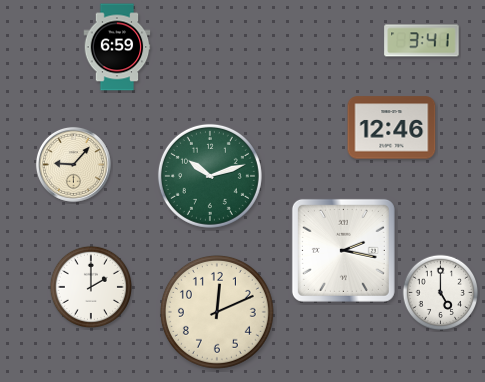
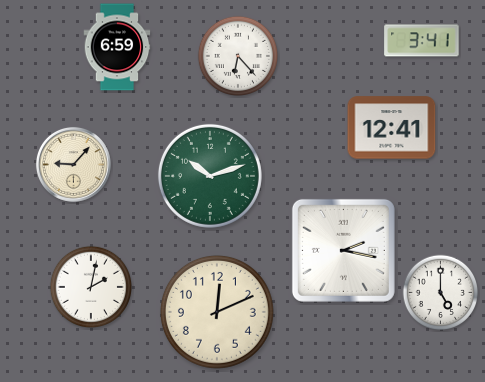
clock at (237, 55): none -> 6:23
clock at (392, 128): 12:46 -> 12:41
clock at (90, 286): 2:00 -> 2:02
